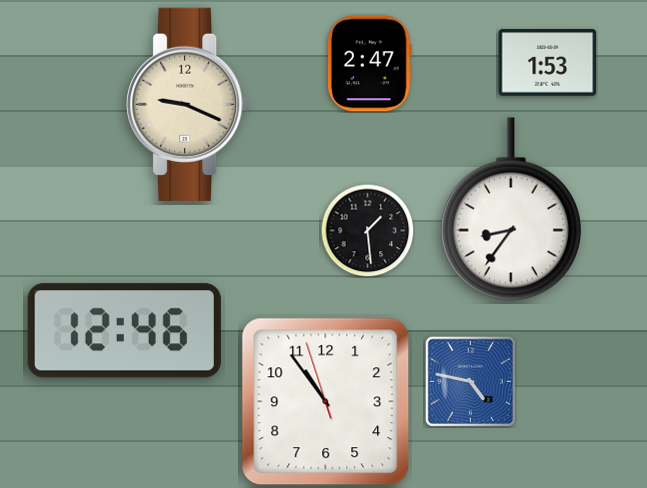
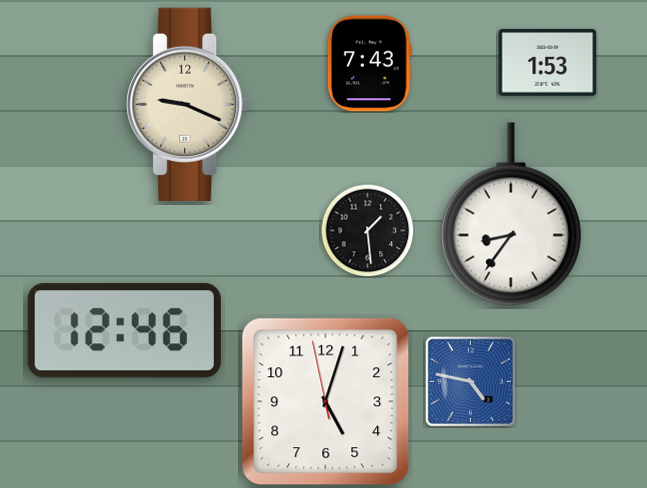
clock at (369, 64): 2:47 -> 7:43
clock at (511, 209) position: (511, 209) -> (511, 214)
clock at (326, 402): 10:53 -> 5:02
